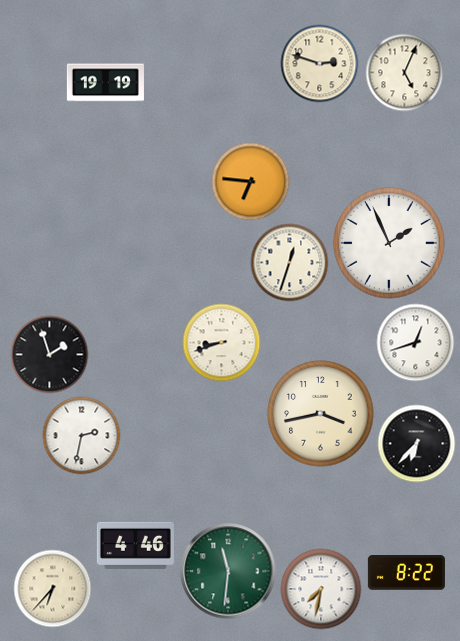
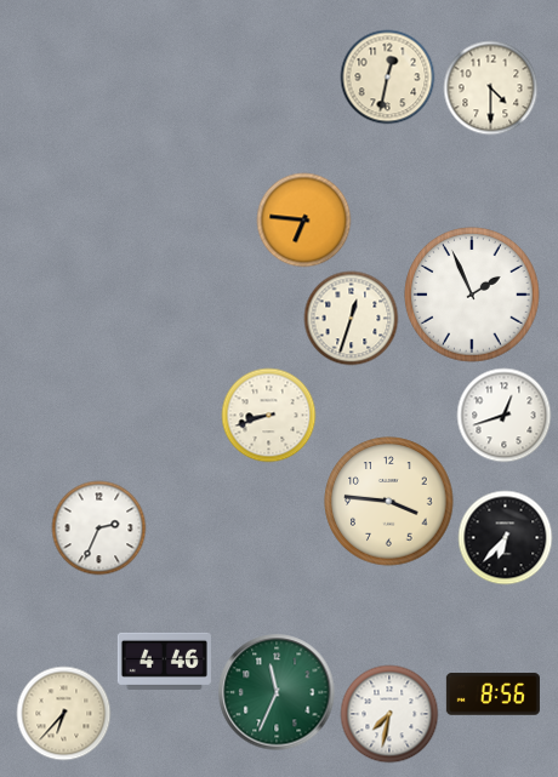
clock at (319, 63): 2:48 -> 12:32
clock at (404, 72): 5:04 -> 4:30
clock at (105, 83): 19:19 -> none
clock at (49, 354): 1:57 -> none
clock at (321, 414): 3:43 -> 3:46
clock at (81, 435): 2:32 -> 2:34
clock at (228, 571): 11:31 -> 11:34
clock at (406, 573): 8:22 -> 8:56
